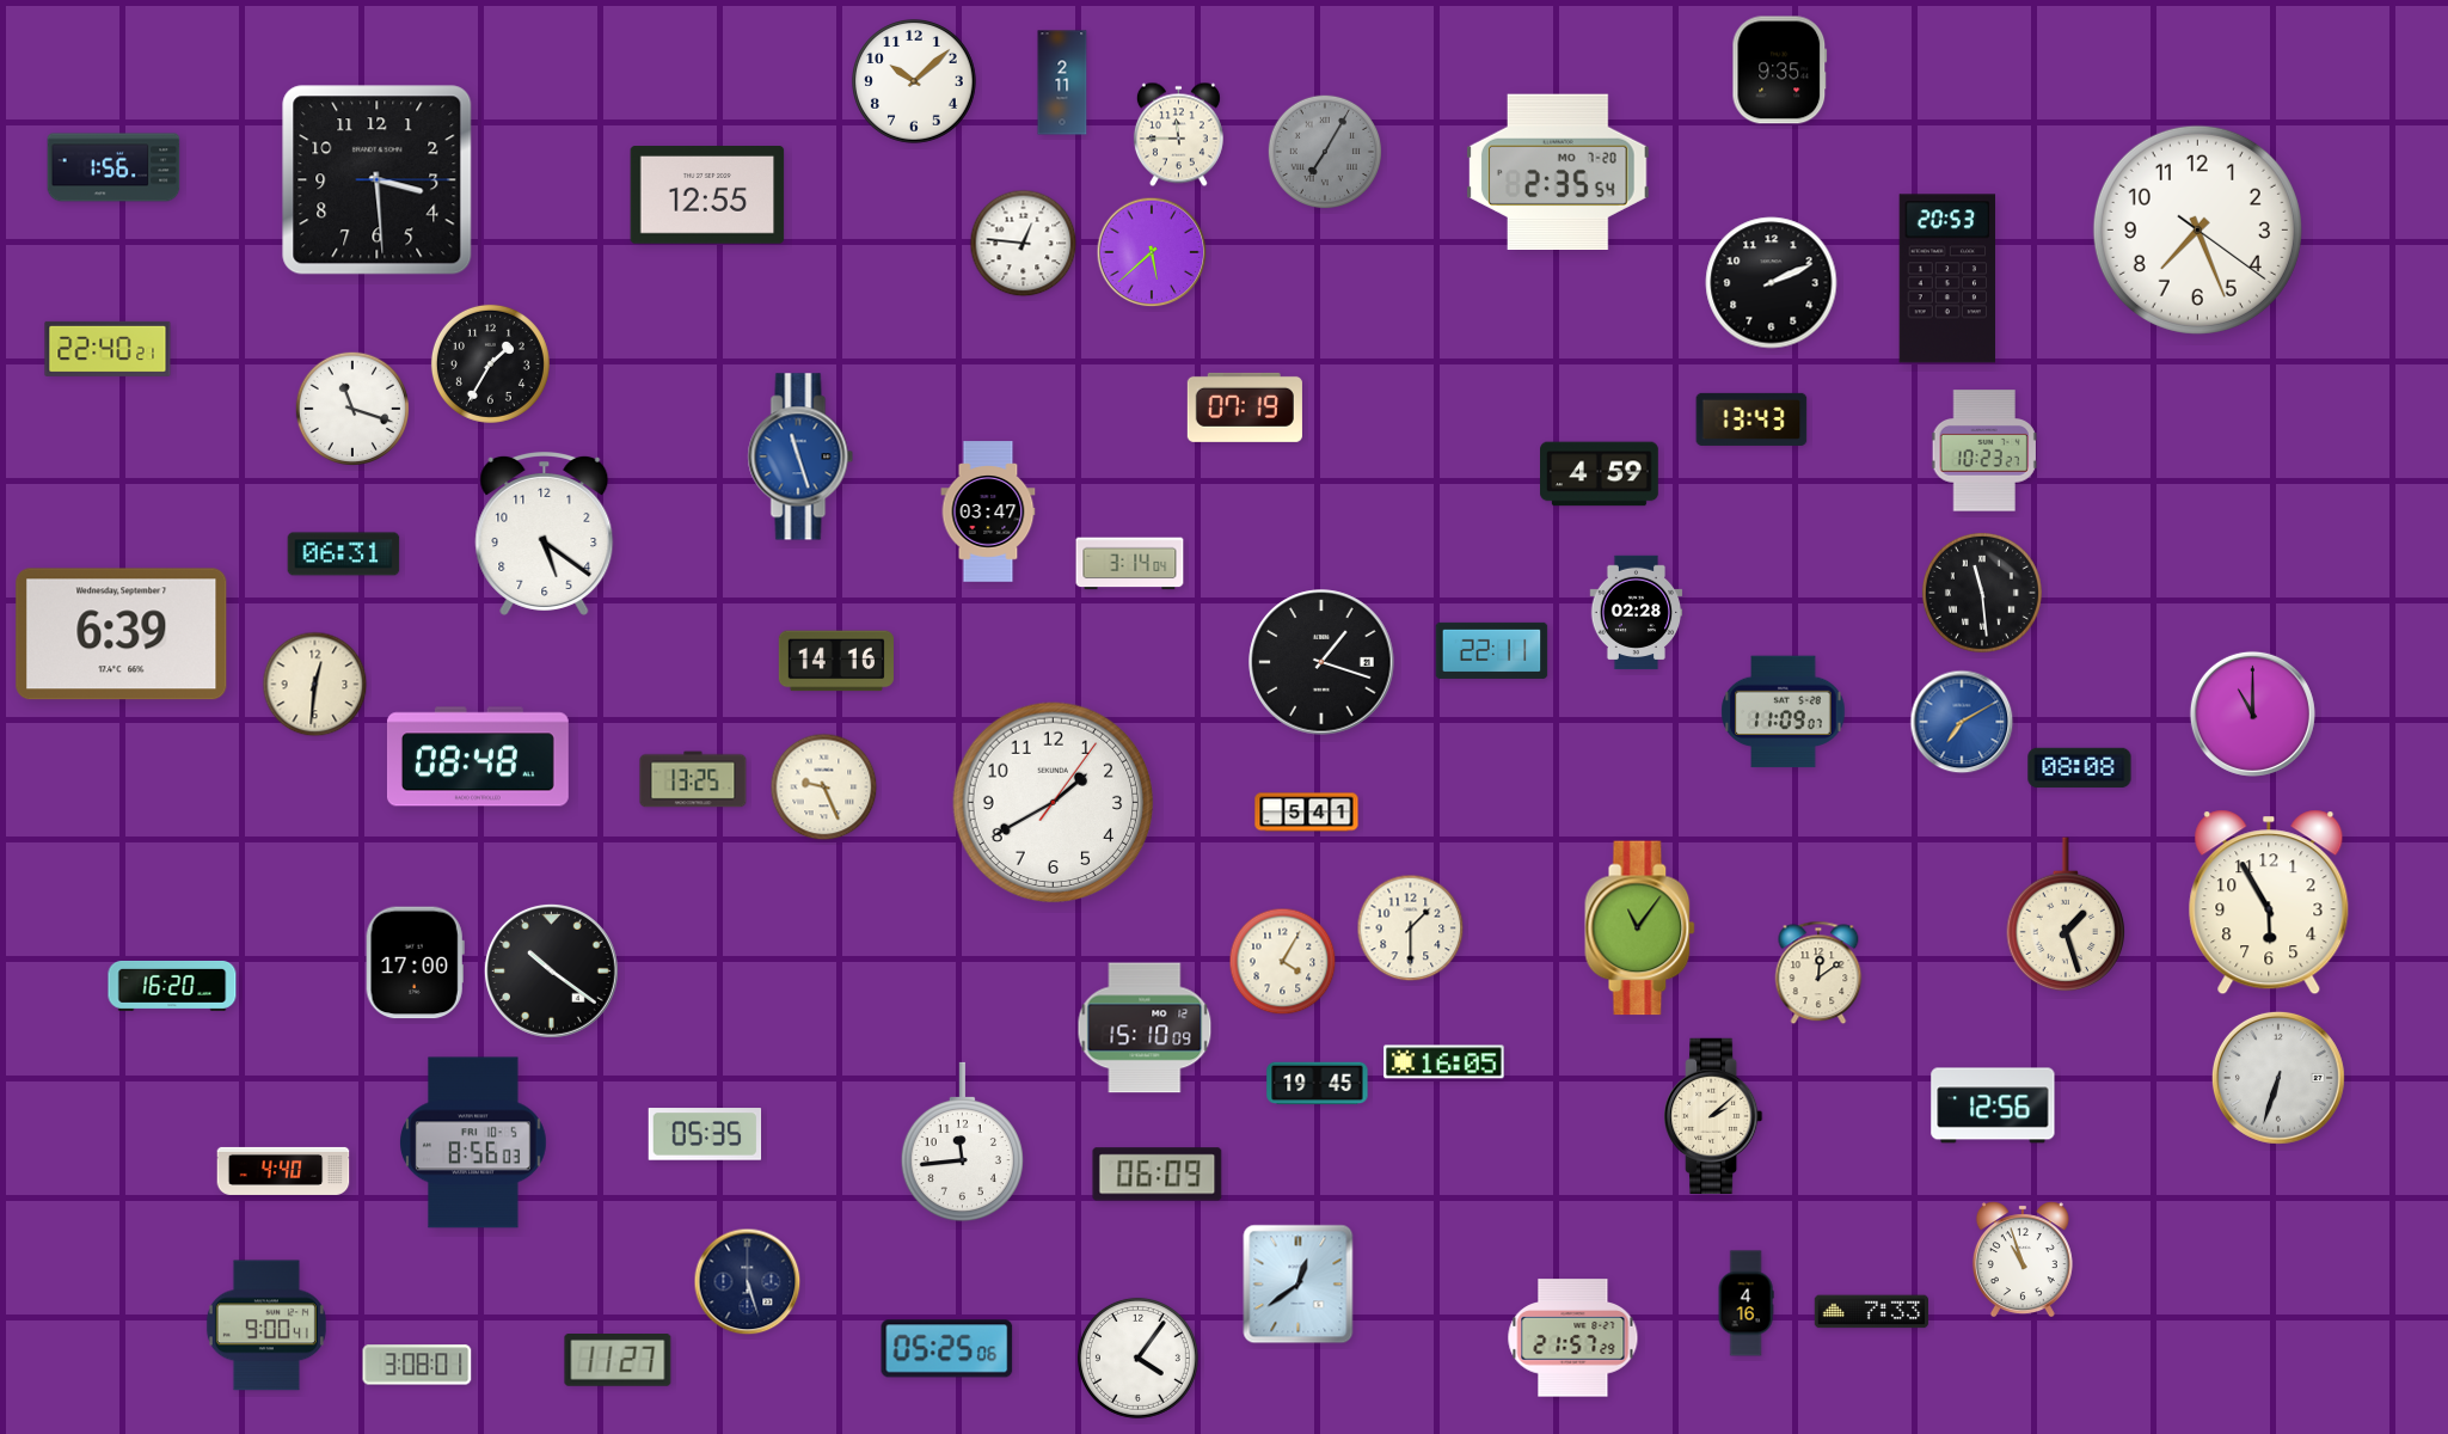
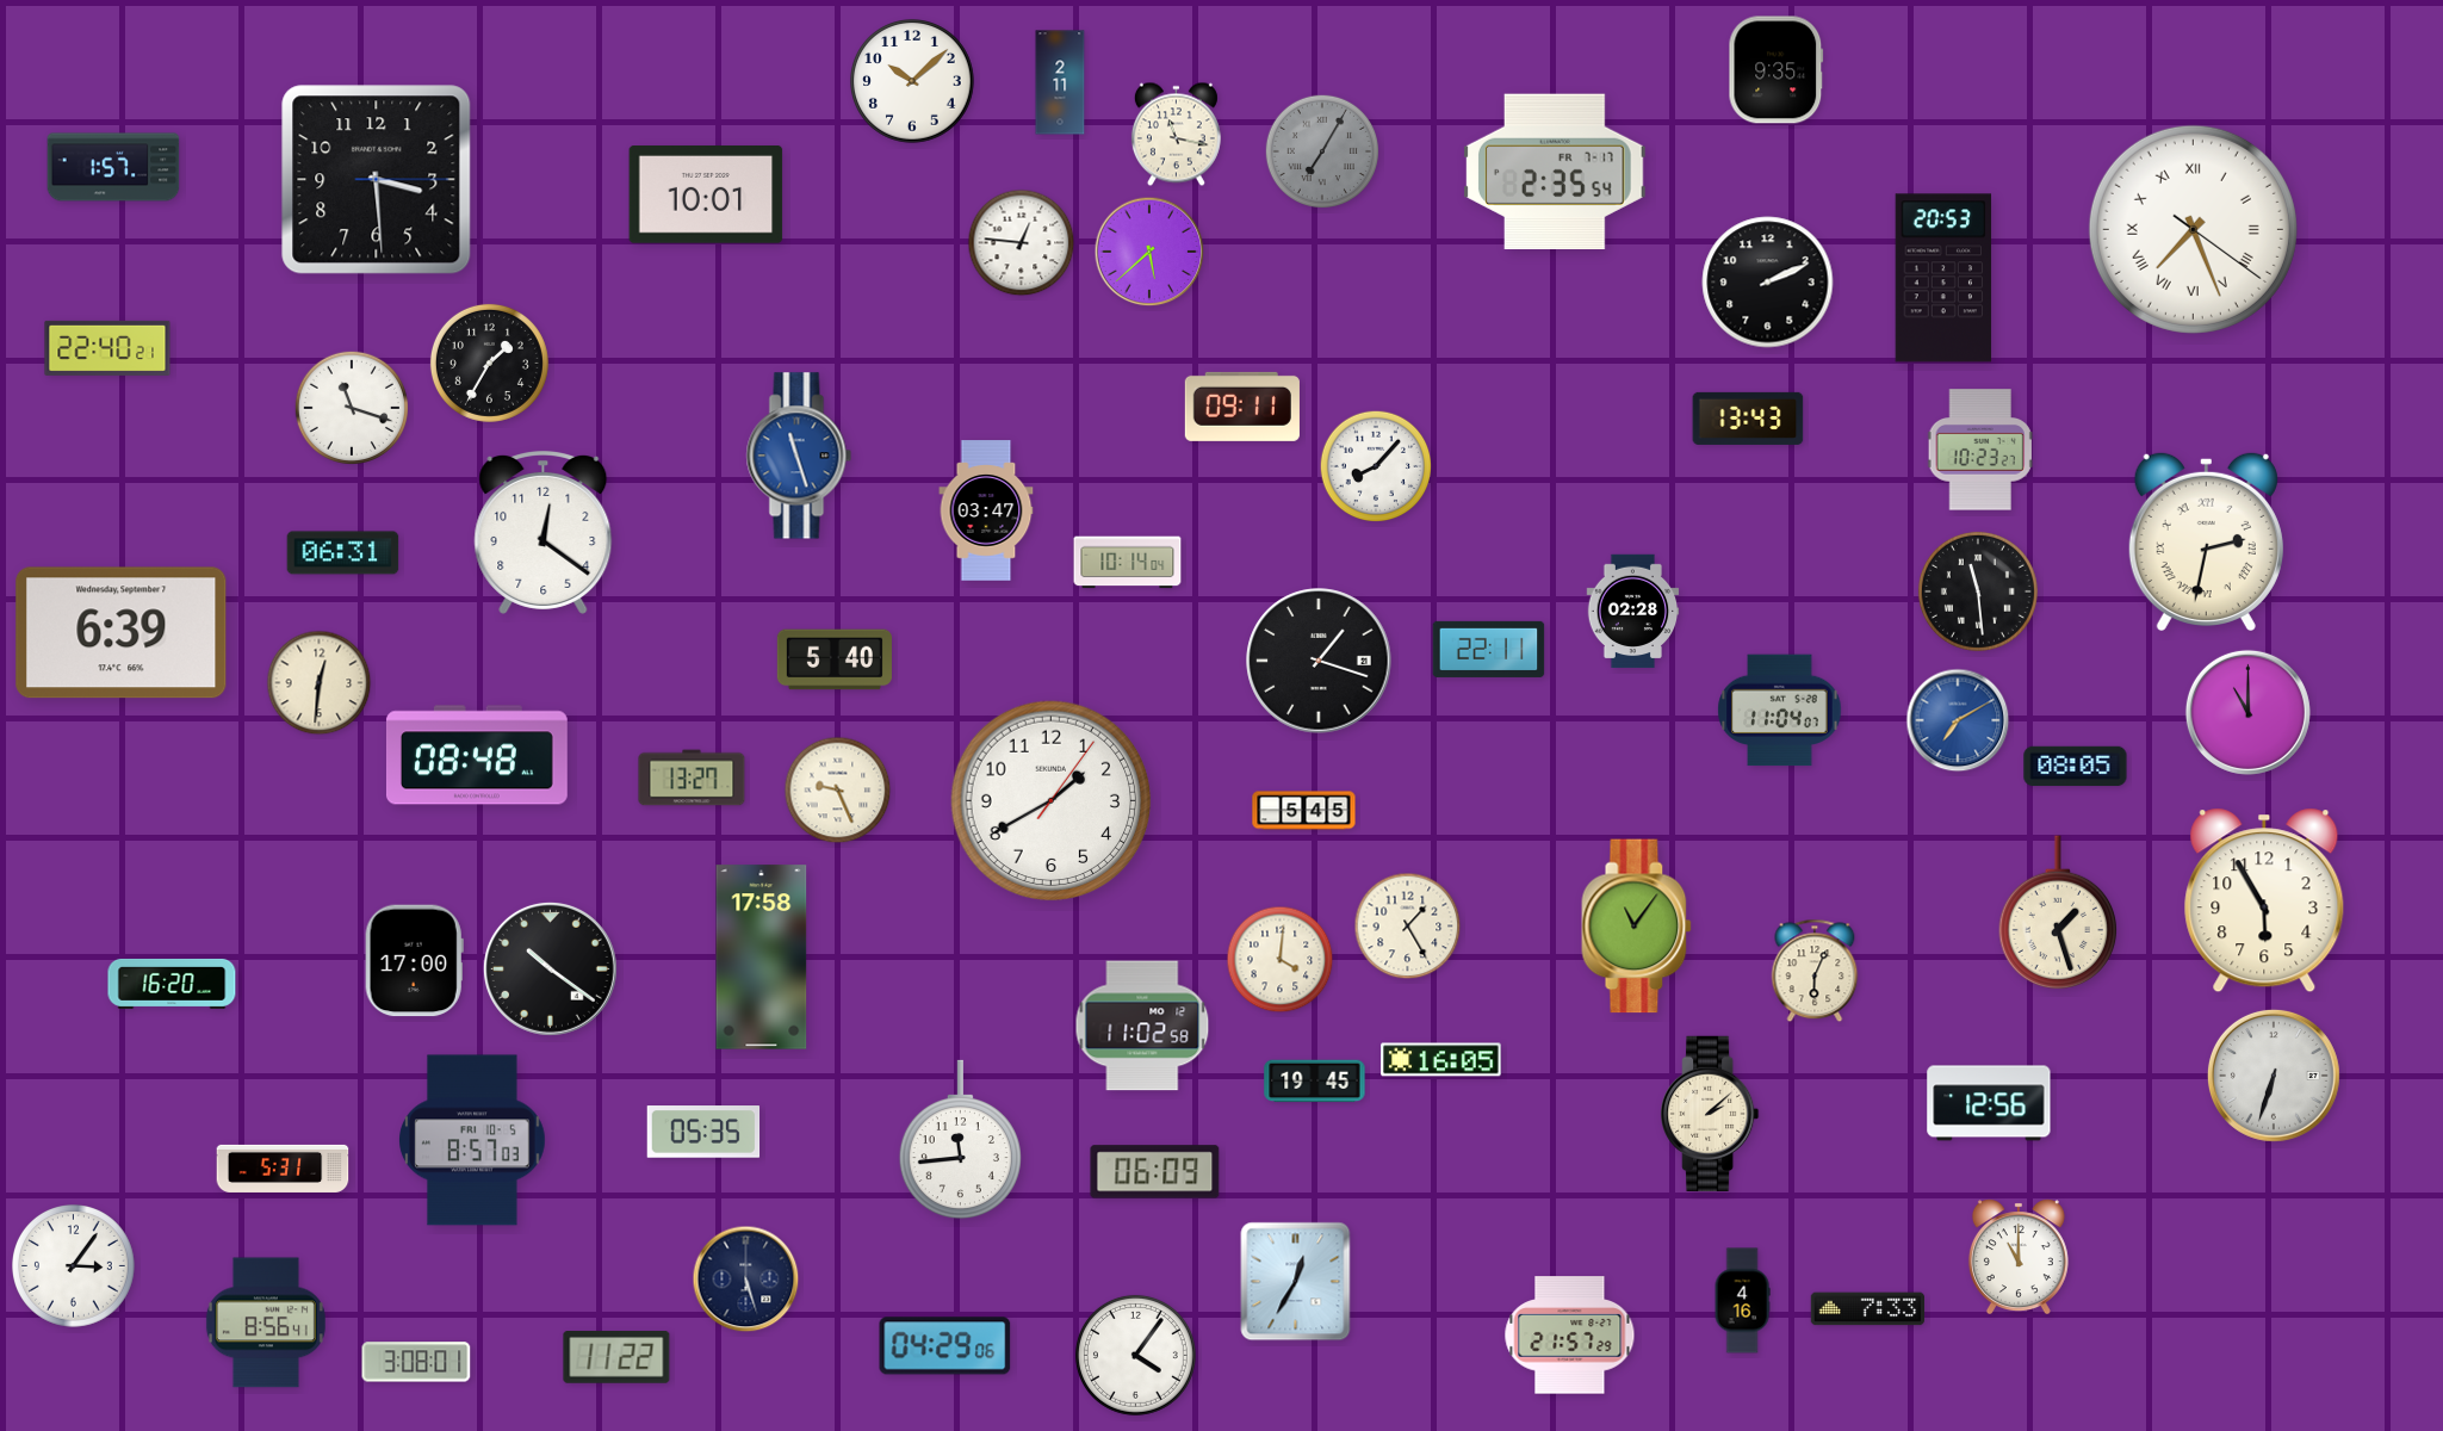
clock at (1178, 135): 11:45 -> 11:17
clock at (113, 167): 1:56 -> 1:57
clock at (1559, 171) date: MO 7-20 -> FR 7-17
clock at (707, 196): 12:55 -> 10:01
clock at (2197, 229) numerals: Arabic -> Roman
clock at (1245, 407): 07:19 -> 09:11
clock at (1376, 466): none -> 8:07
clock at (1600, 474): 4:59 -> none
clock at (545, 533): 5:21 -> 12:21
clock at (2206, 540): none -> 2:32
clock at (1130, 564): 3:14 -> 10:14
clock at (836, 661): 14:16 -> 5:40
clock at (315, 685) position: (315, 685) -> (320, 683)
clock at (1784, 712): 11:09 -> 11:04
clock at (2080, 768): 08:08 -> 08:05
clock at (693, 779): 13:25 -> 13:27
clock at (824, 788) position: (824, 788) -> (838, 791)
clock at (1307, 813): 5:41 -> 5:45
clock at (2066, 915) position: (2066, 915) -> (2058, 913)
clock at (1411, 929): 1:30 -> 1:25
clock at (762, 958): none -> 17:58
clock at (1283, 962): 4:05 -> 4:01
clock at (1818, 973): 12:09 -> 6:04
clock at (1145, 1028): 15:10 -> 11:02
clock at (473, 1142): 8:56 -> 8:57
clock at (283, 1171): 4:40 -> 5:31
clock at (2023, 1258): 10:57 -> 11:00
clock at (74, 1266): none -> 3:06
clock at (1299, 1285): 12:39 -> 12:35
clock at (266, 1325): 9:00 -> 8:56
clock at (947, 1349): 05:25 -> 04:29
clock at (618, 1361): 11:27 -> 11:22
